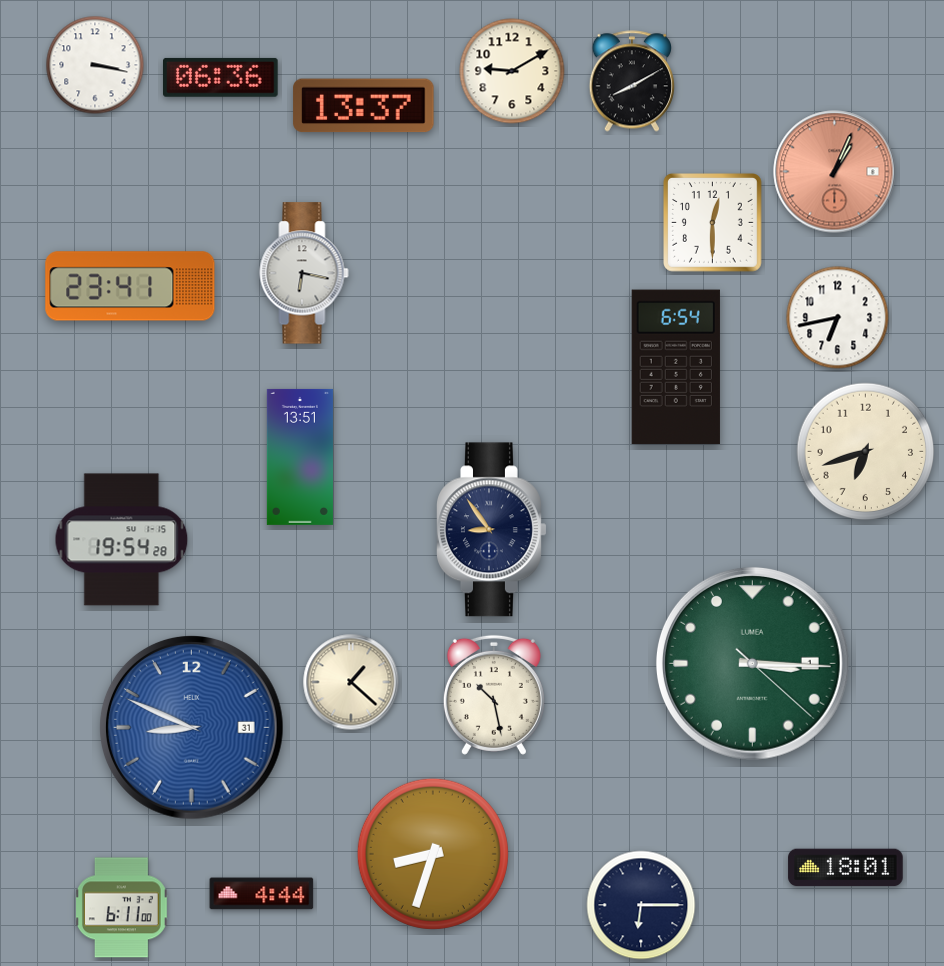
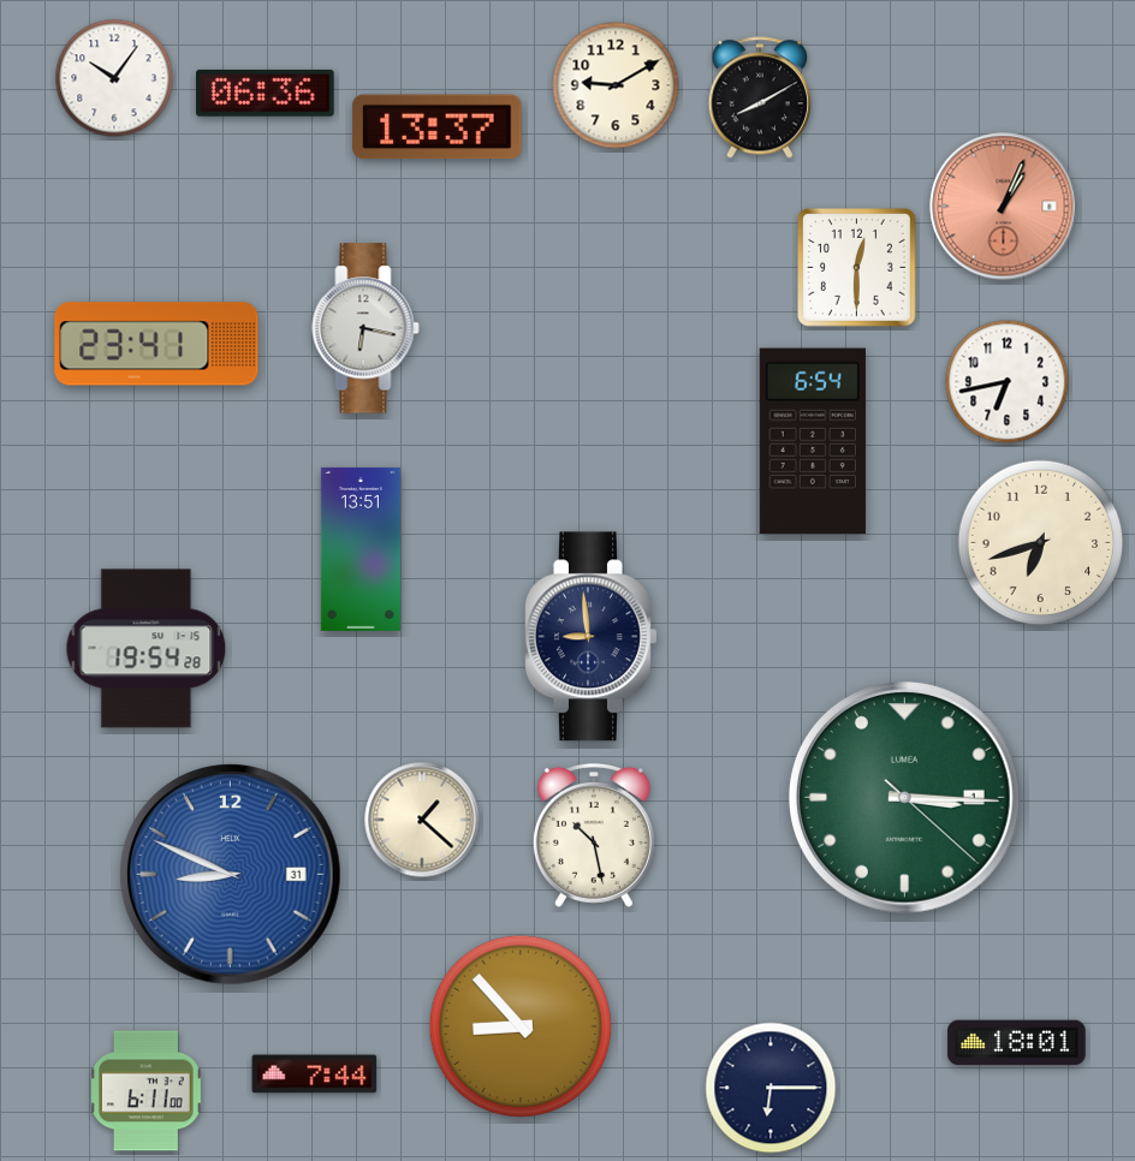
clock at (95, 65): 3:17 -> 10:06
clock at (492, 530): 8:54 -> 8:59
clock at (433, 854): 8:33 -> 8:53
clock at (262, 894): 4:44 -> 7:44
